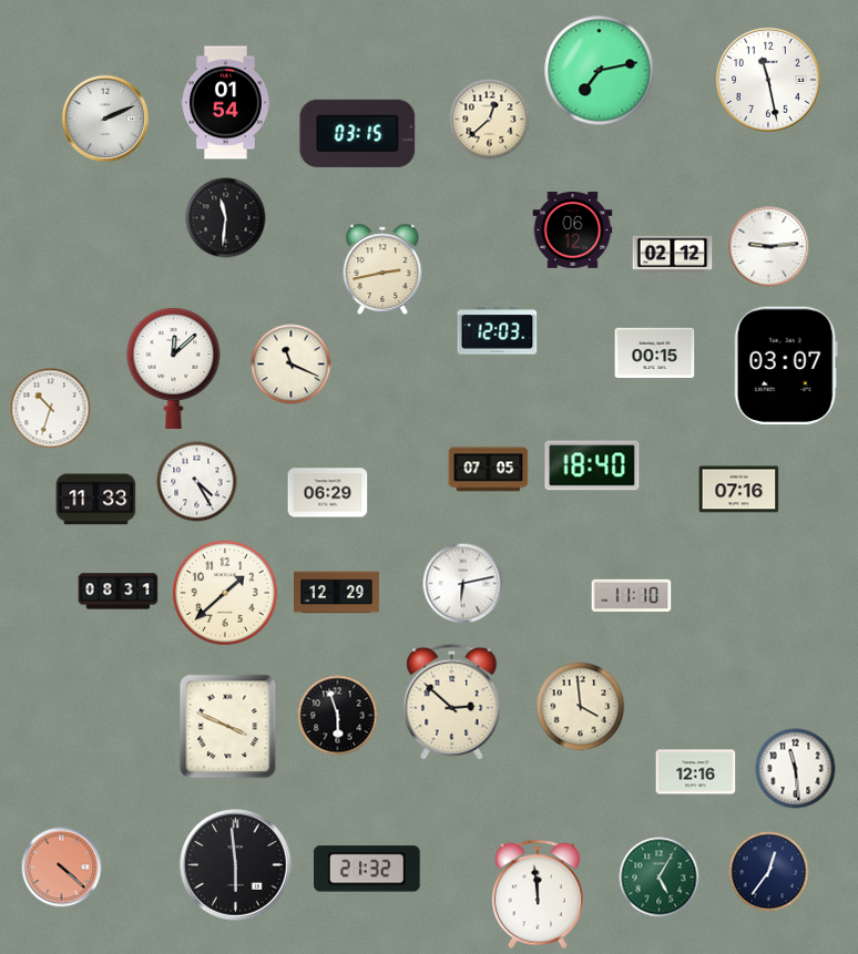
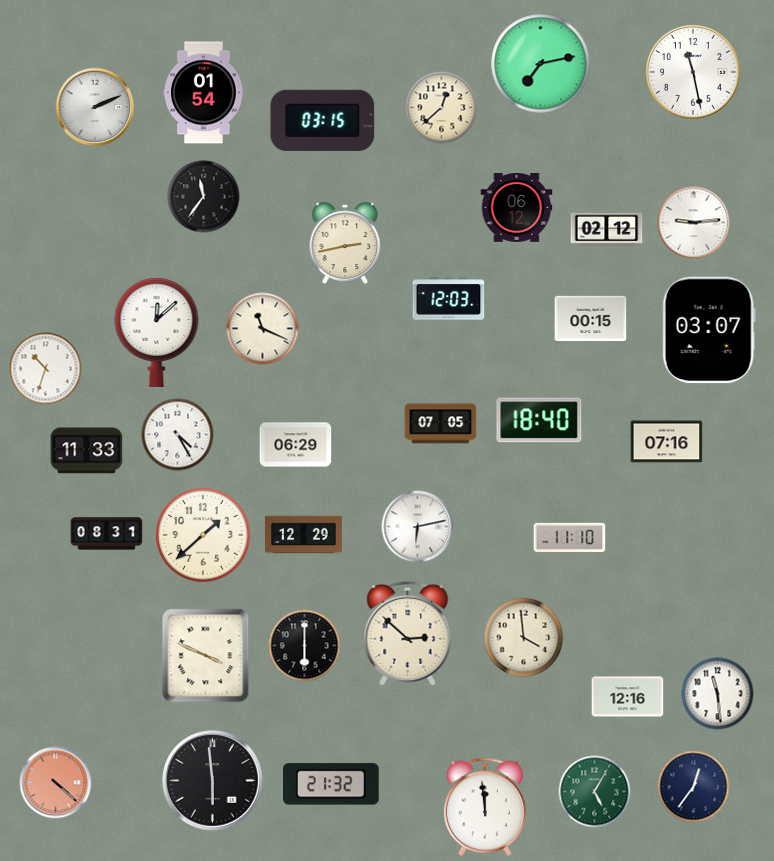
clock at (226, 218): 11:31 -> 11:36
clock at (592, 465) position: (592, 465) -> (539, 420)
clock at (338, 716): 5:57 -> 6:00
